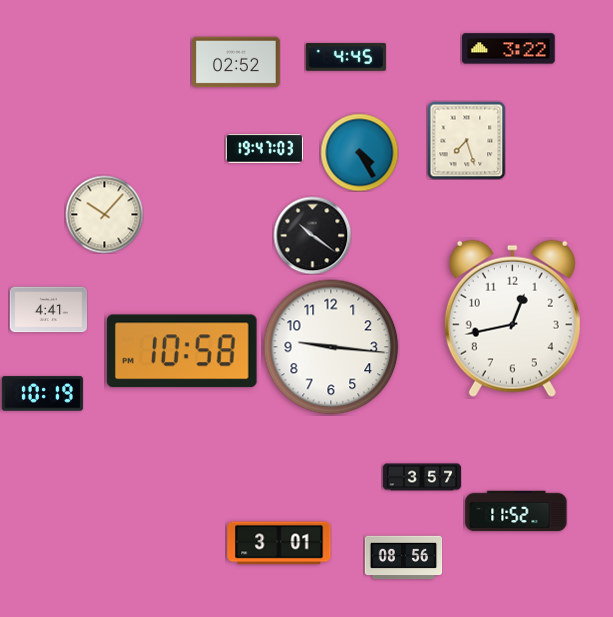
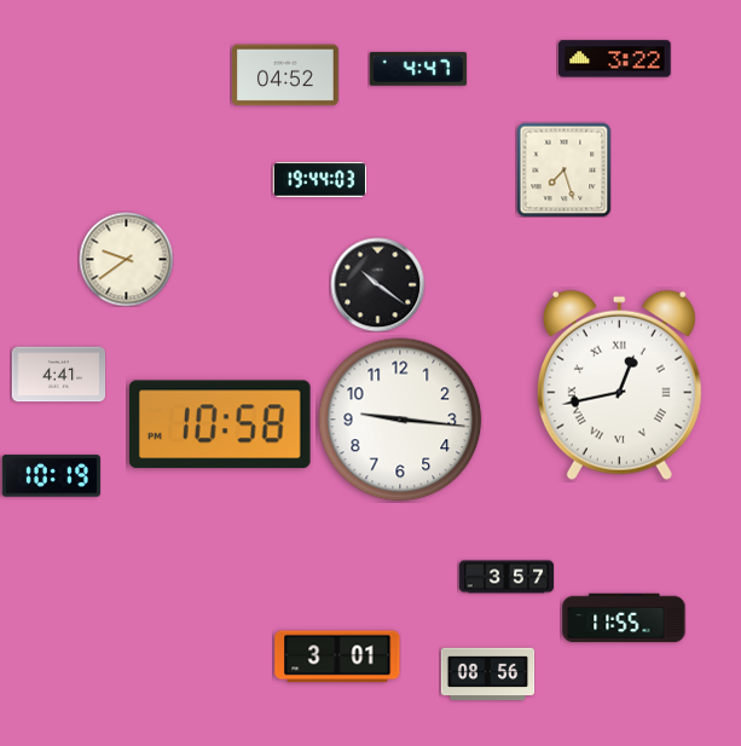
clock at (346, 57): 4:45 -> 4:47
clock at (236, 62): 02:52 -> 04:52
clock at (264, 149): 19:47 -> 19:44
clock at (359, 152): 4:25 -> none
clock at (104, 214): 10:07 -> 9:39
clock at (512, 318) numerals: Arabic -> Roman
clock at (422, 477) position: (422, 477) -> (506, 577)
clock at (516, 511): 11:52 -> 11:55
